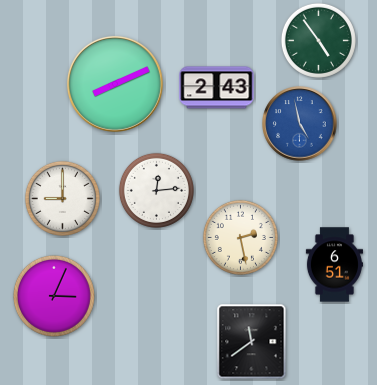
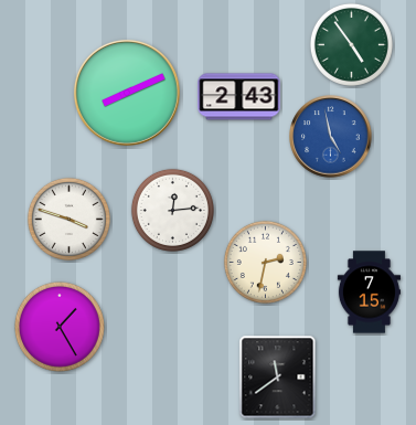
clock at (62, 198): 9:00 -> 3:48
clock at (240, 237): 2:28 -> 2:32
clock at (334, 265): 6:51 -> 7:15
clock at (54, 296): 3:04 -> 1:25
